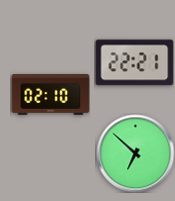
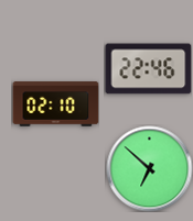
clock at (134, 63): 22:21 -> 22:46
